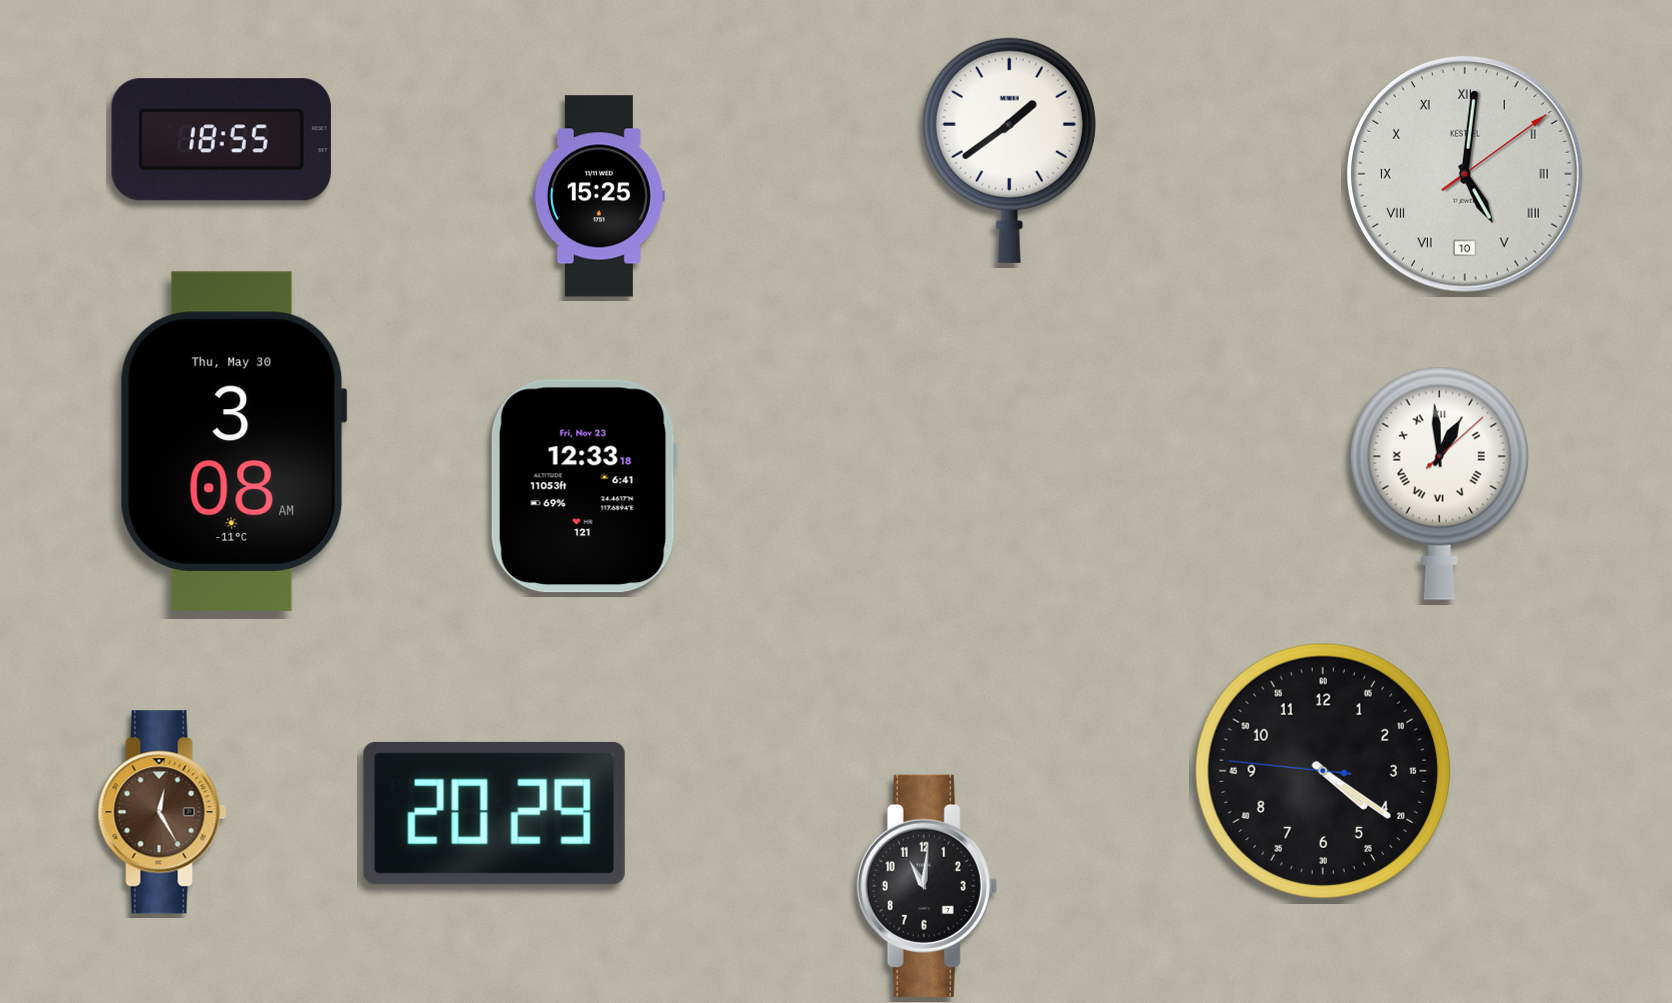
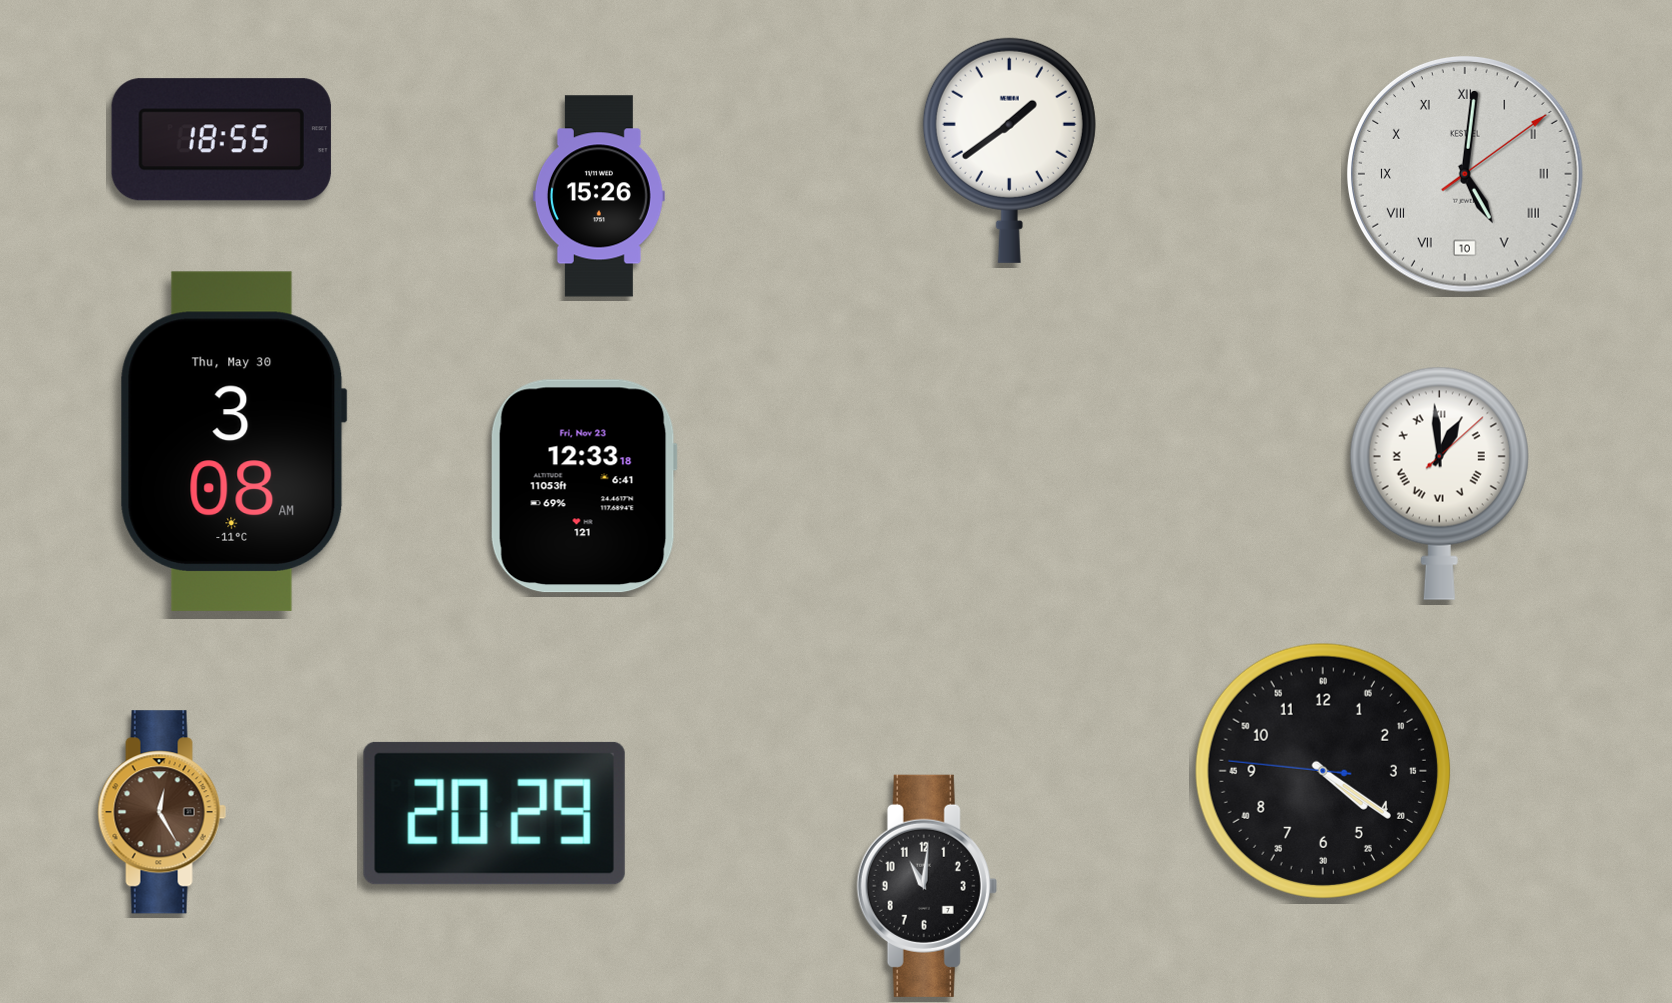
clock at (599, 196): 15:25 -> 15:26
